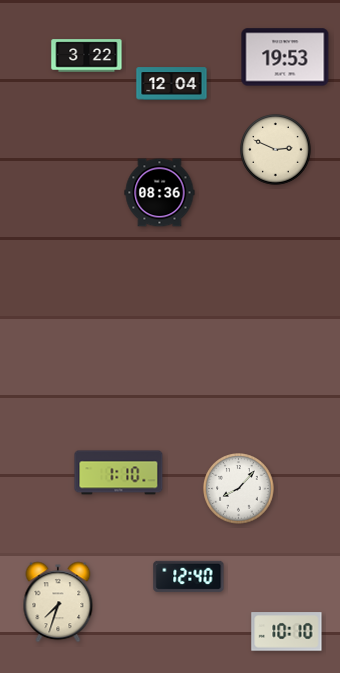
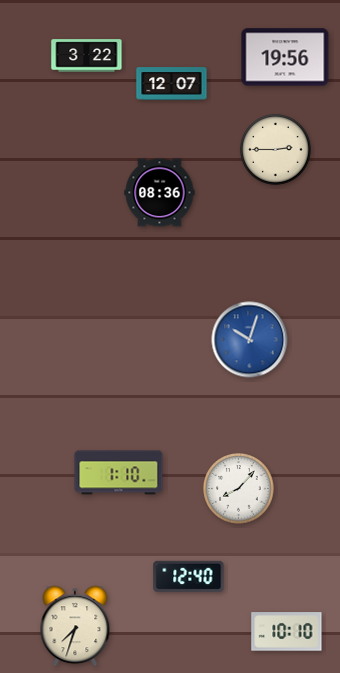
clock at (285, 57): 19:53 -> 19:56
clock at (172, 84): 12:04 -> 12:07
clock at (276, 150): 2:49 -> 2:45
clock at (250, 340): none -> 10:03
clock at (58, 602) position: (58, 602) -> (75, 626)
